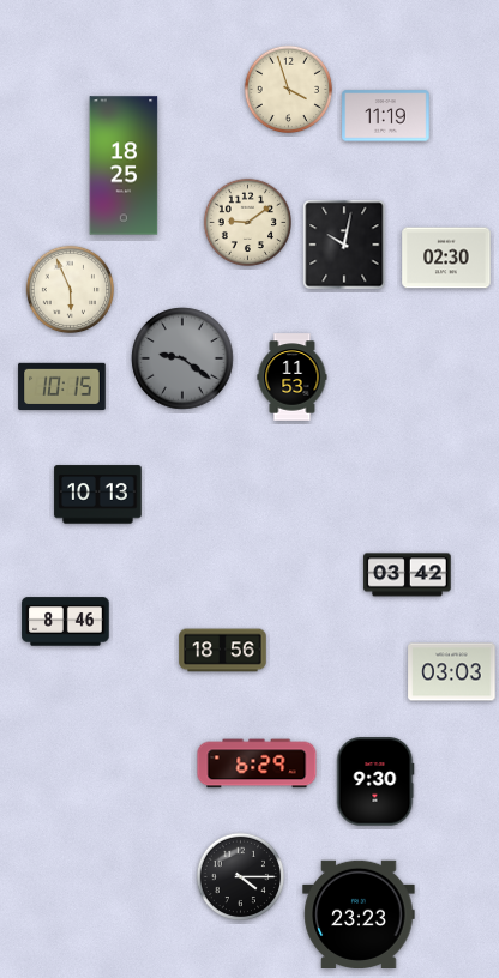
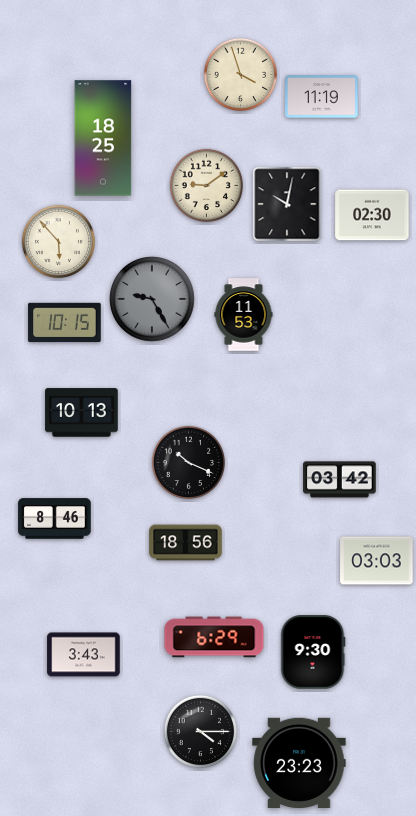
clock at (71, 290): 5:56 -> 5:53
clock at (182, 358): 9:21 -> 9:25
clock at (62, 387) position: (62, 387) -> (65, 323)
clock at (189, 463): none -> 10:19
clock at (84, 655): none -> 3:43
